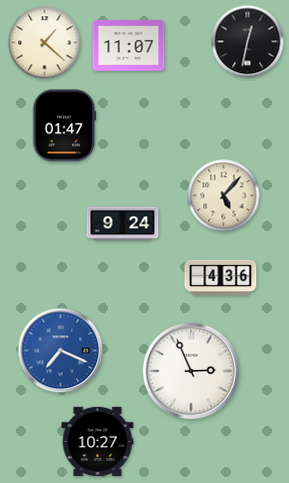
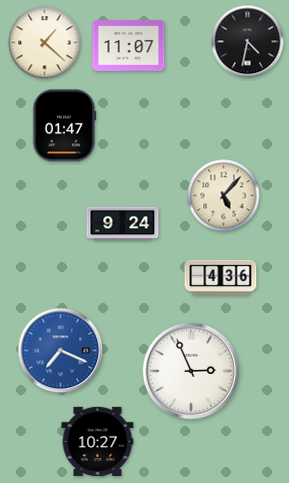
clock at (248, 42): 12:32 -> 4:32
